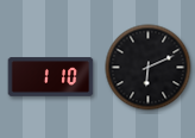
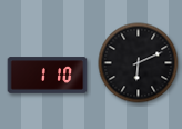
clock at (51, 77) position: (51, 77) -> (48, 76)
